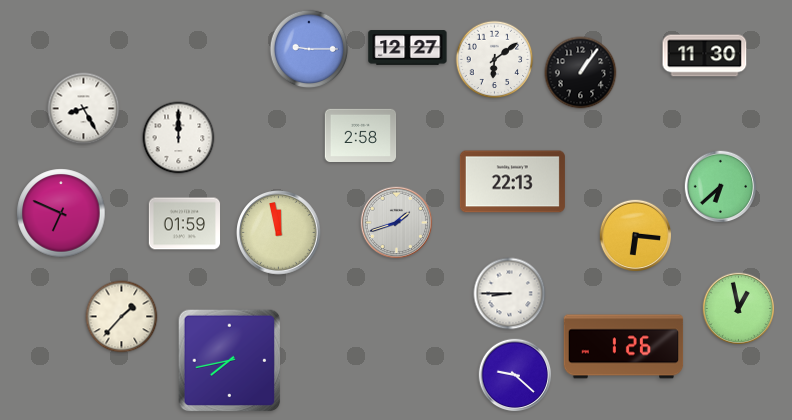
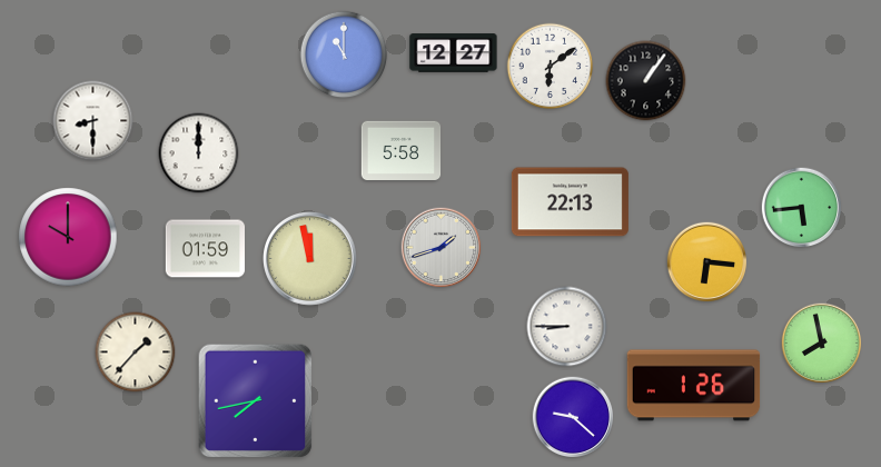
clock at (309, 49): 9:15 -> 11:00
clock at (705, 56): 11:30 -> none
clock at (84, 109): 8:25 -> 8:30
clock at (361, 136): 2:58 -> 5:58
clock at (721, 187): 6:38 -> 5:44
clock at (61, 213): 6:49 -> 10:00
clock at (739, 309): 12:58 -> 7:58
